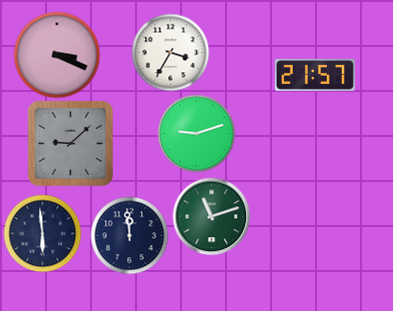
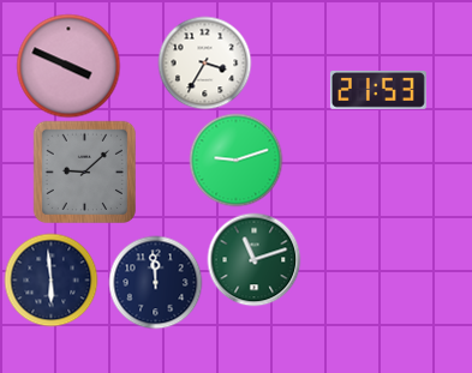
clock at (57, 55): 3:19 -> 3:49
clock at (315, 75): 21:57 -> 21:53
